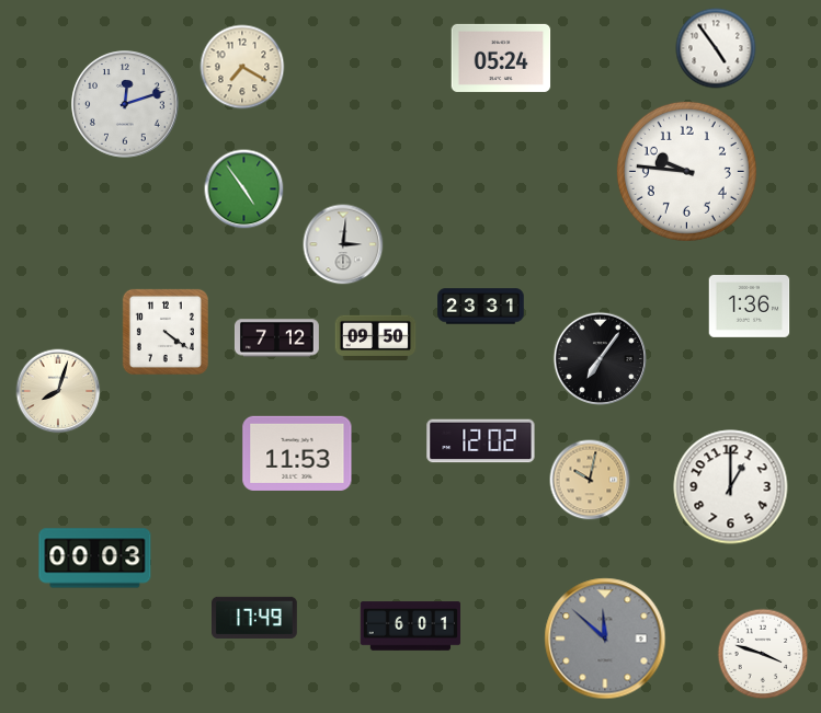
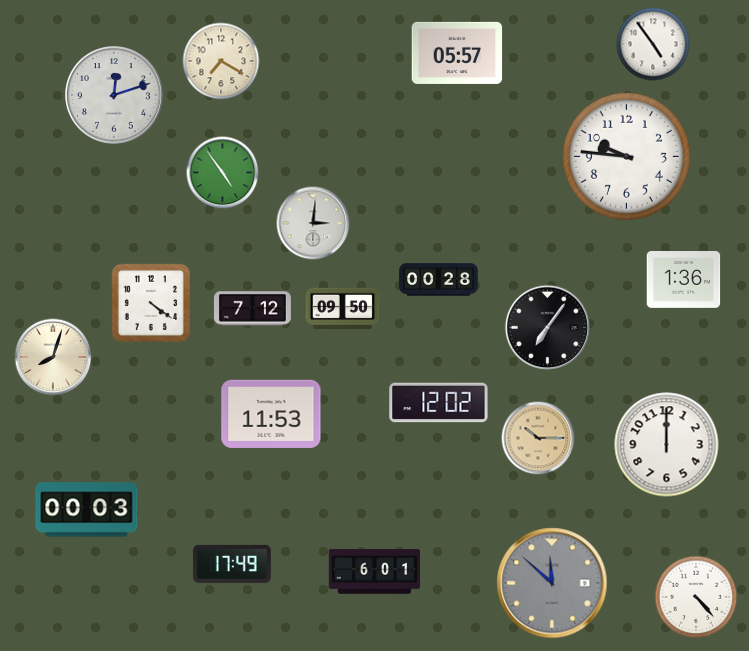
clock at (501, 58): 05:24 -> 05:57
clock at (481, 307): 23:31 -> 00:28
clock at (590, 480): 10:02 -> 10:15
clock at (731, 487): 1:00 -> 12:00
clock at (763, 654): 3:48 -> 4:23
